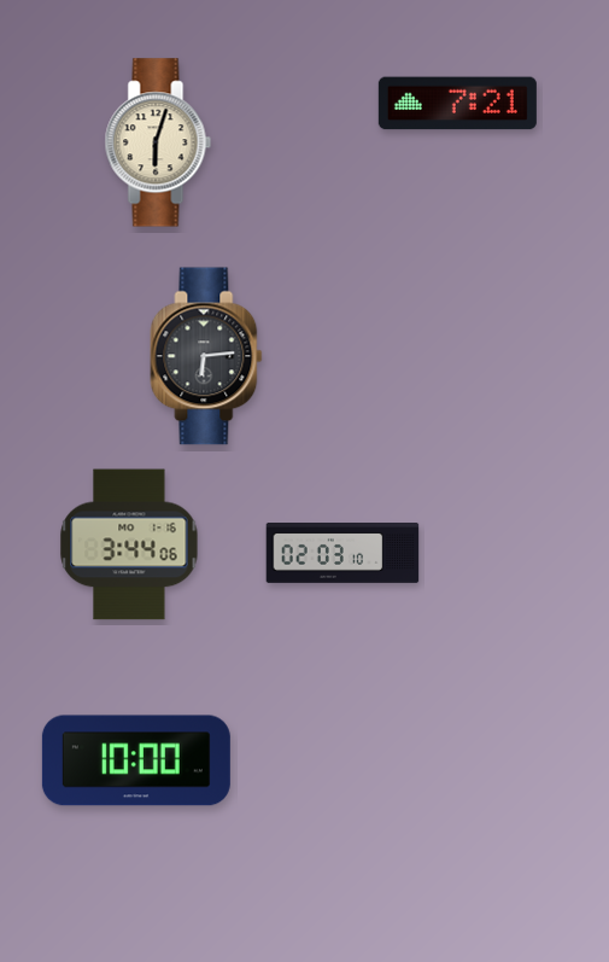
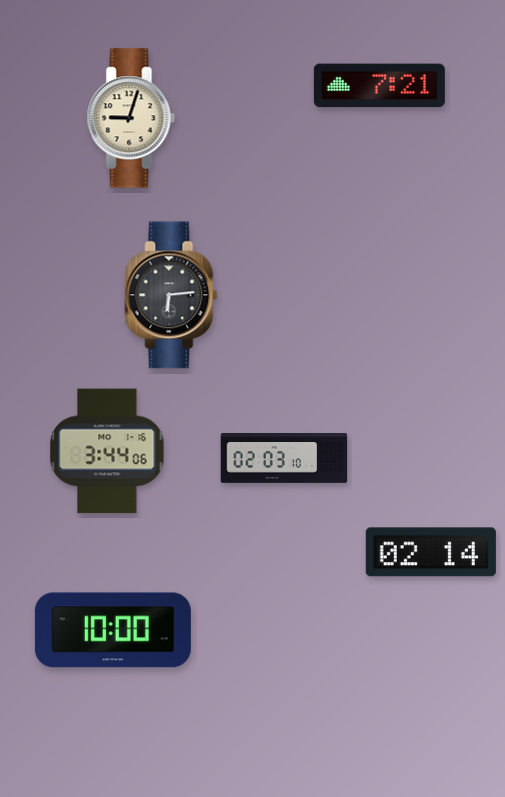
clock at (158, 142): 6:03 -> 9:03
clock at (431, 552): none -> 02:14
